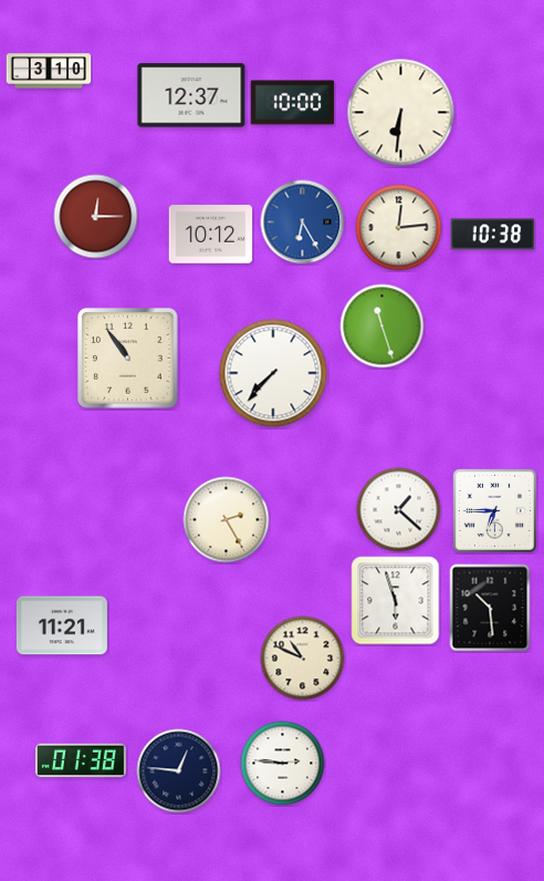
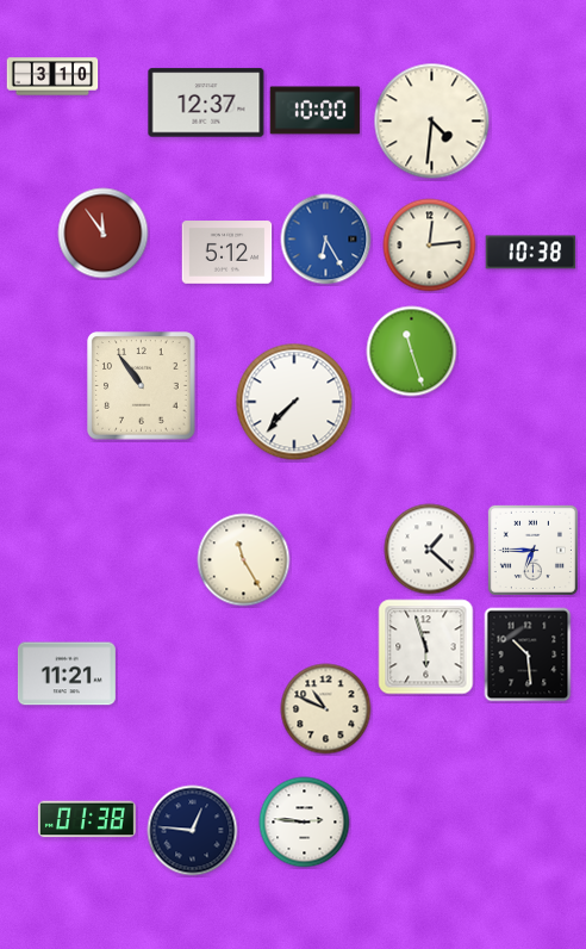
clock at (401, 113): 6:31 -> 4:31
clock at (96, 217): 12:15 -> 11:54
clock at (211, 235): 10:12 -> 5:12
clock at (128, 359) position: (128, 359) -> (142, 386)
clock at (227, 520): 2:25 -> 11:25
